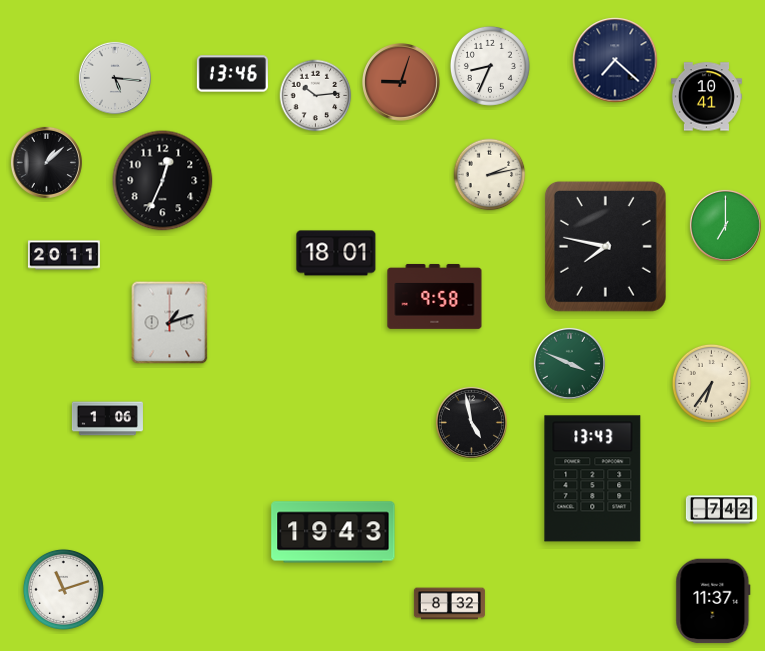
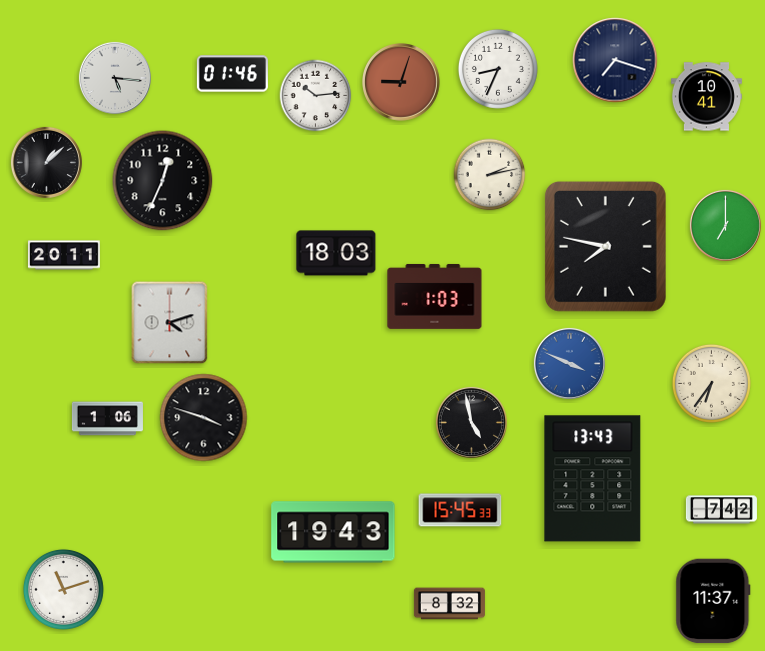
clock at (615, 60): 7:22 -> 7:18
clock at (490, 66) position: (490, 66) -> (498, 69)
clock at (232, 74): 13:46 -> 01:46
clock at (336, 253): 18:01 -> 18:03
clock at (435, 296): 9:58 -> 1:03
clock at (170, 323): 1:12 -> 4:12
clock at (569, 363) dial: green -> blue
clock at (204, 418): none -> 3:48
clock at (460, 510): none -> 15:45
